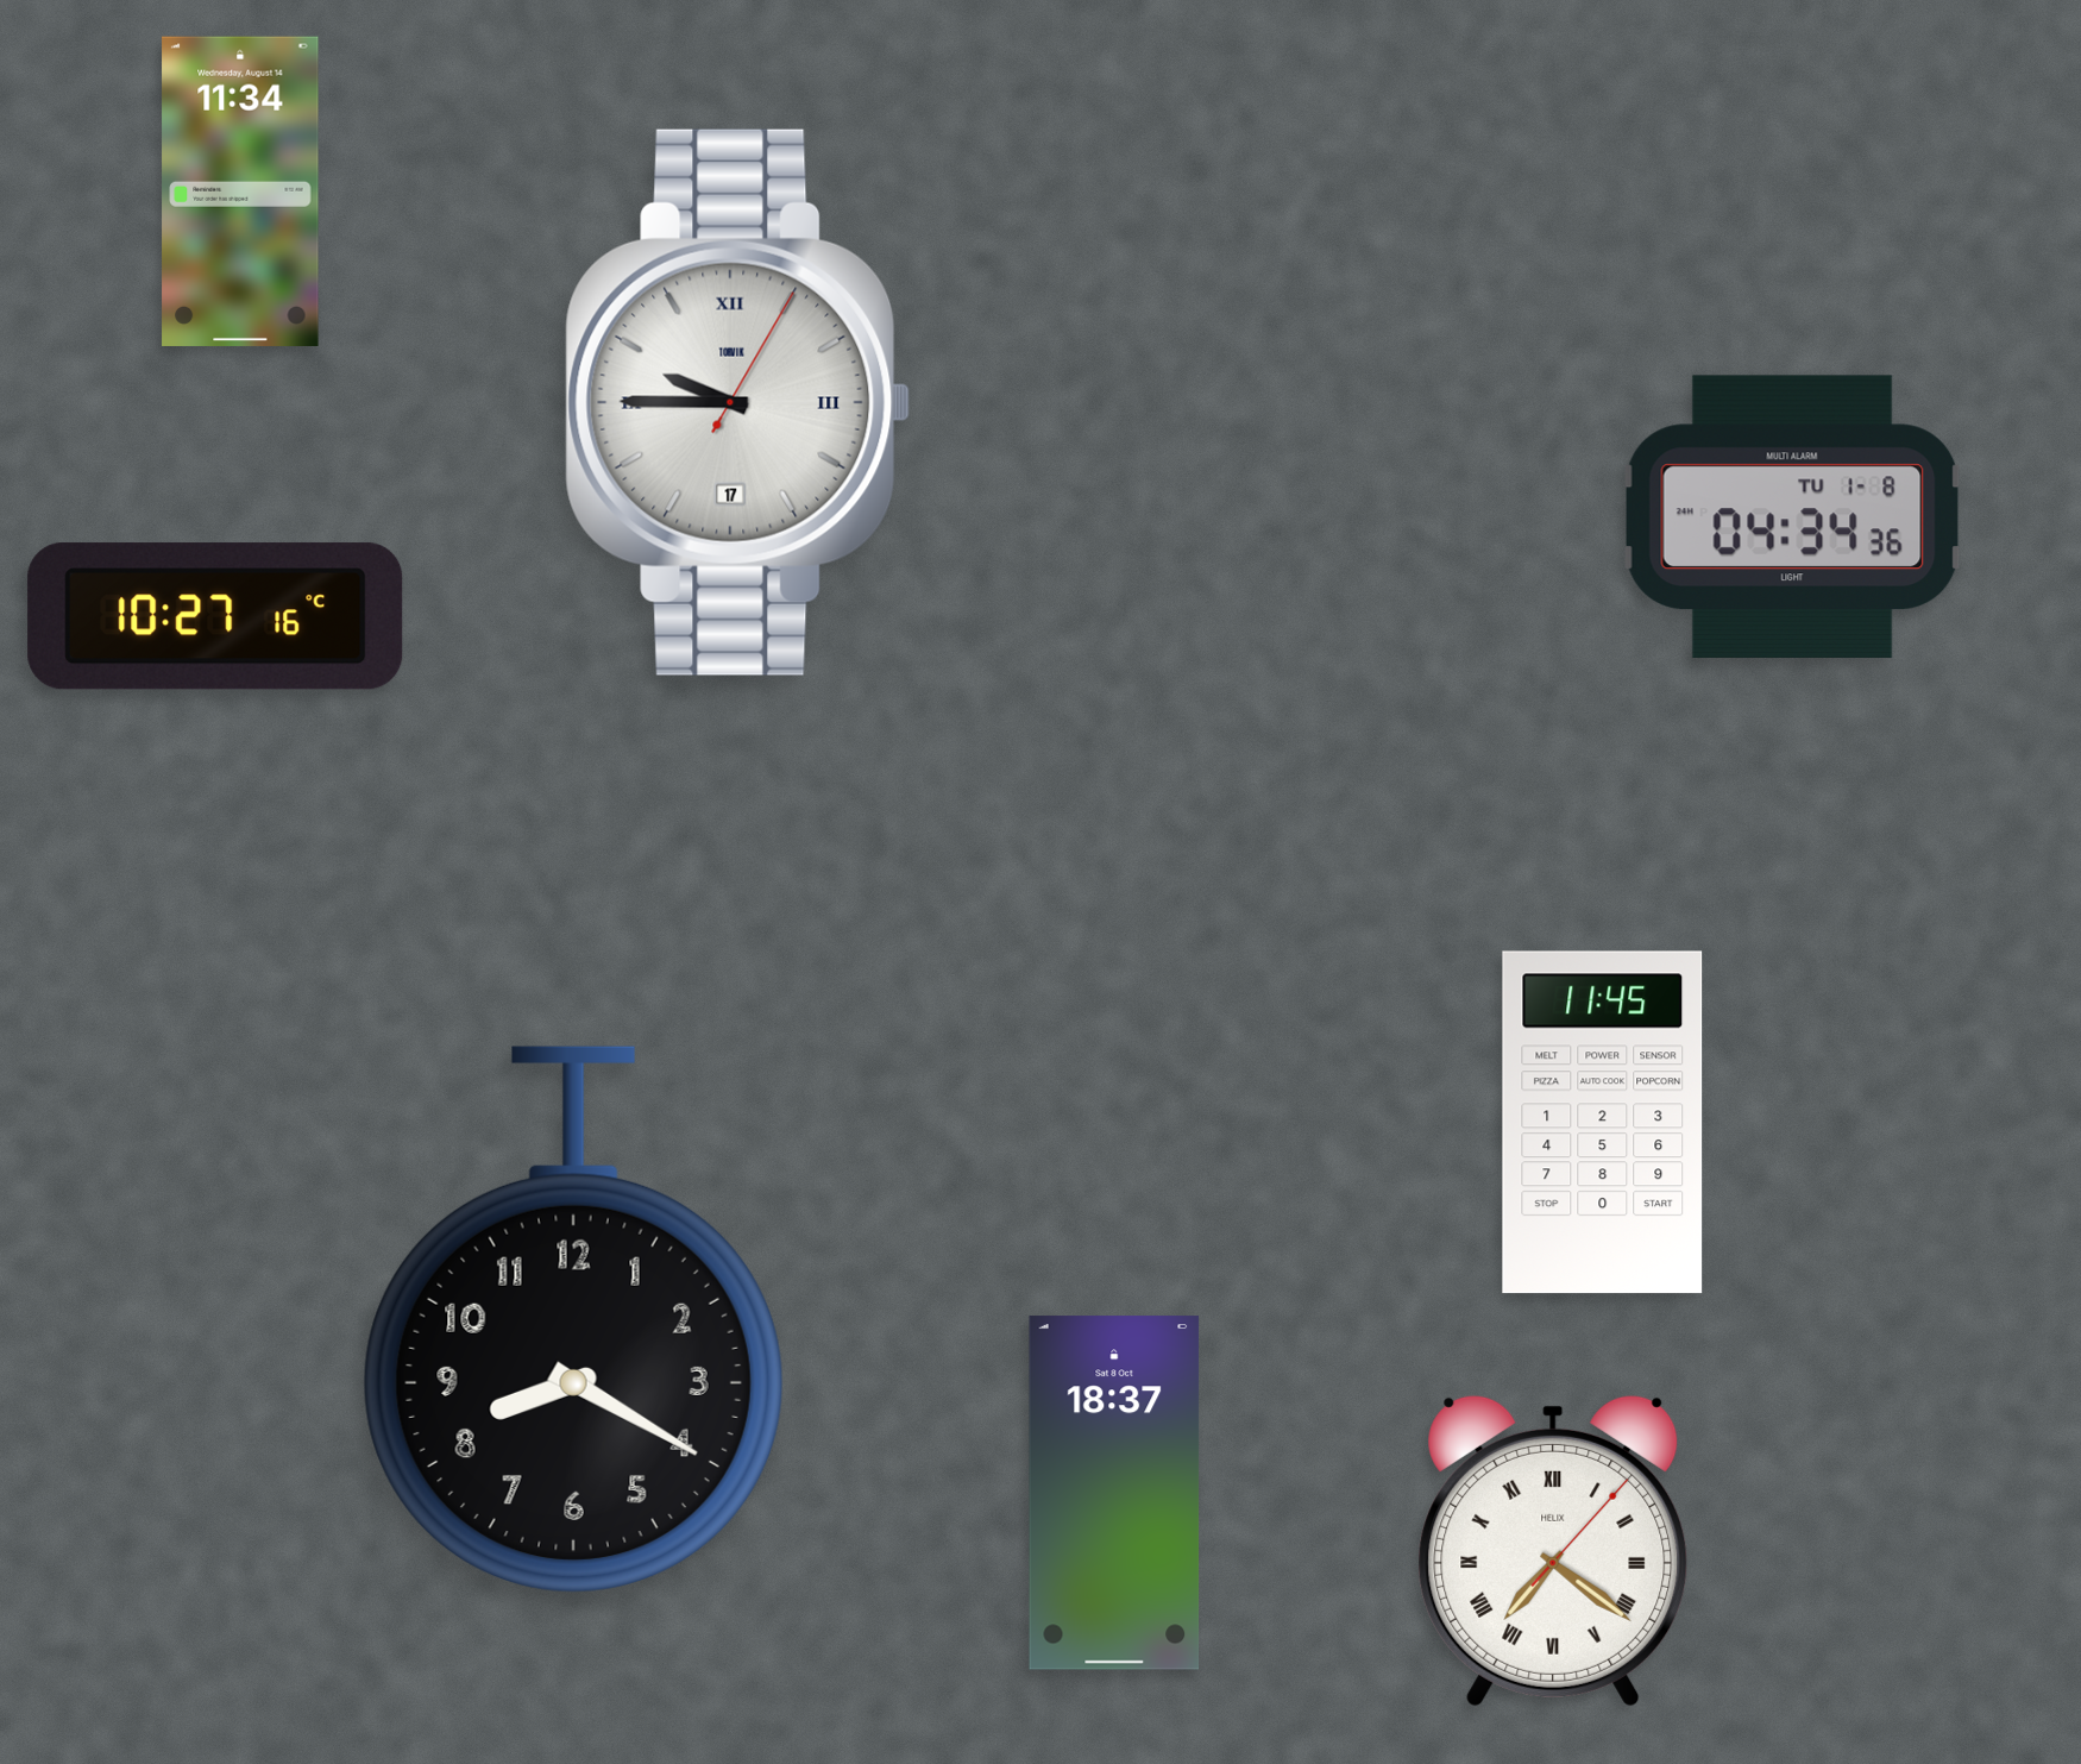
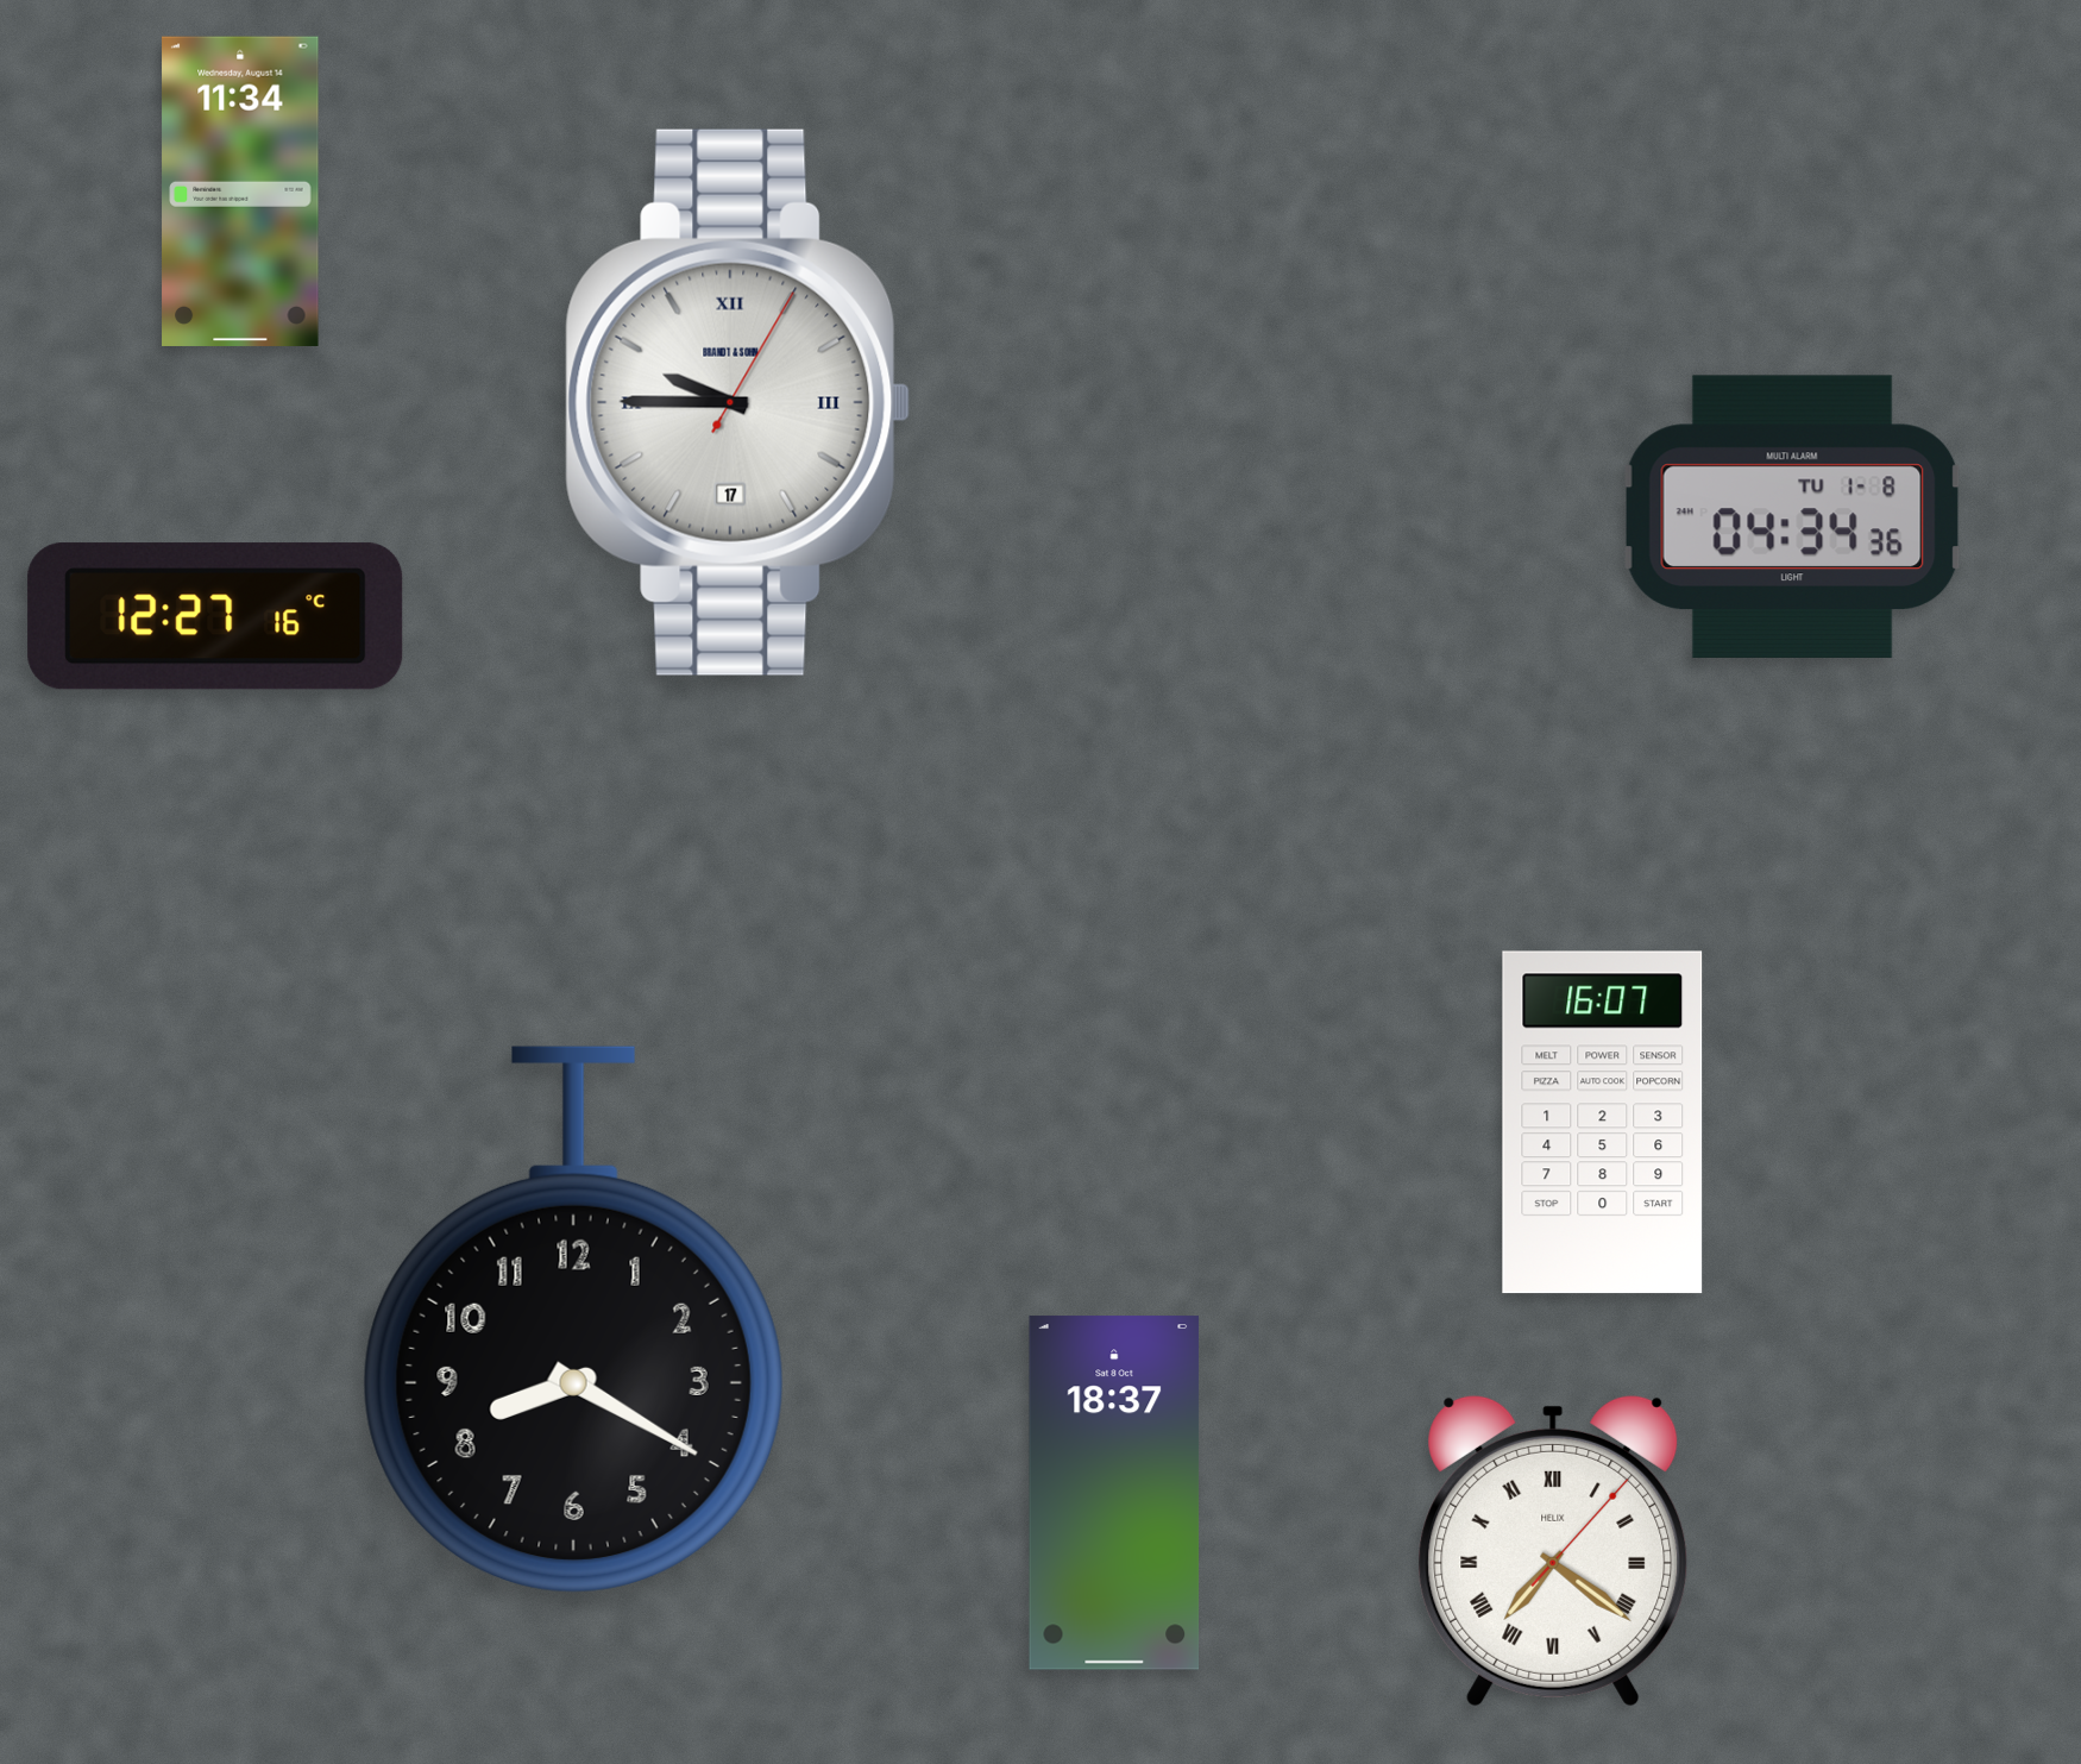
clock at (738, 402) brand: TORVIK -> BRANDT & SOHN
clock at (215, 616): 10:27 -> 12:27
clock at (1603, 1123): 11:45 -> 16:07
